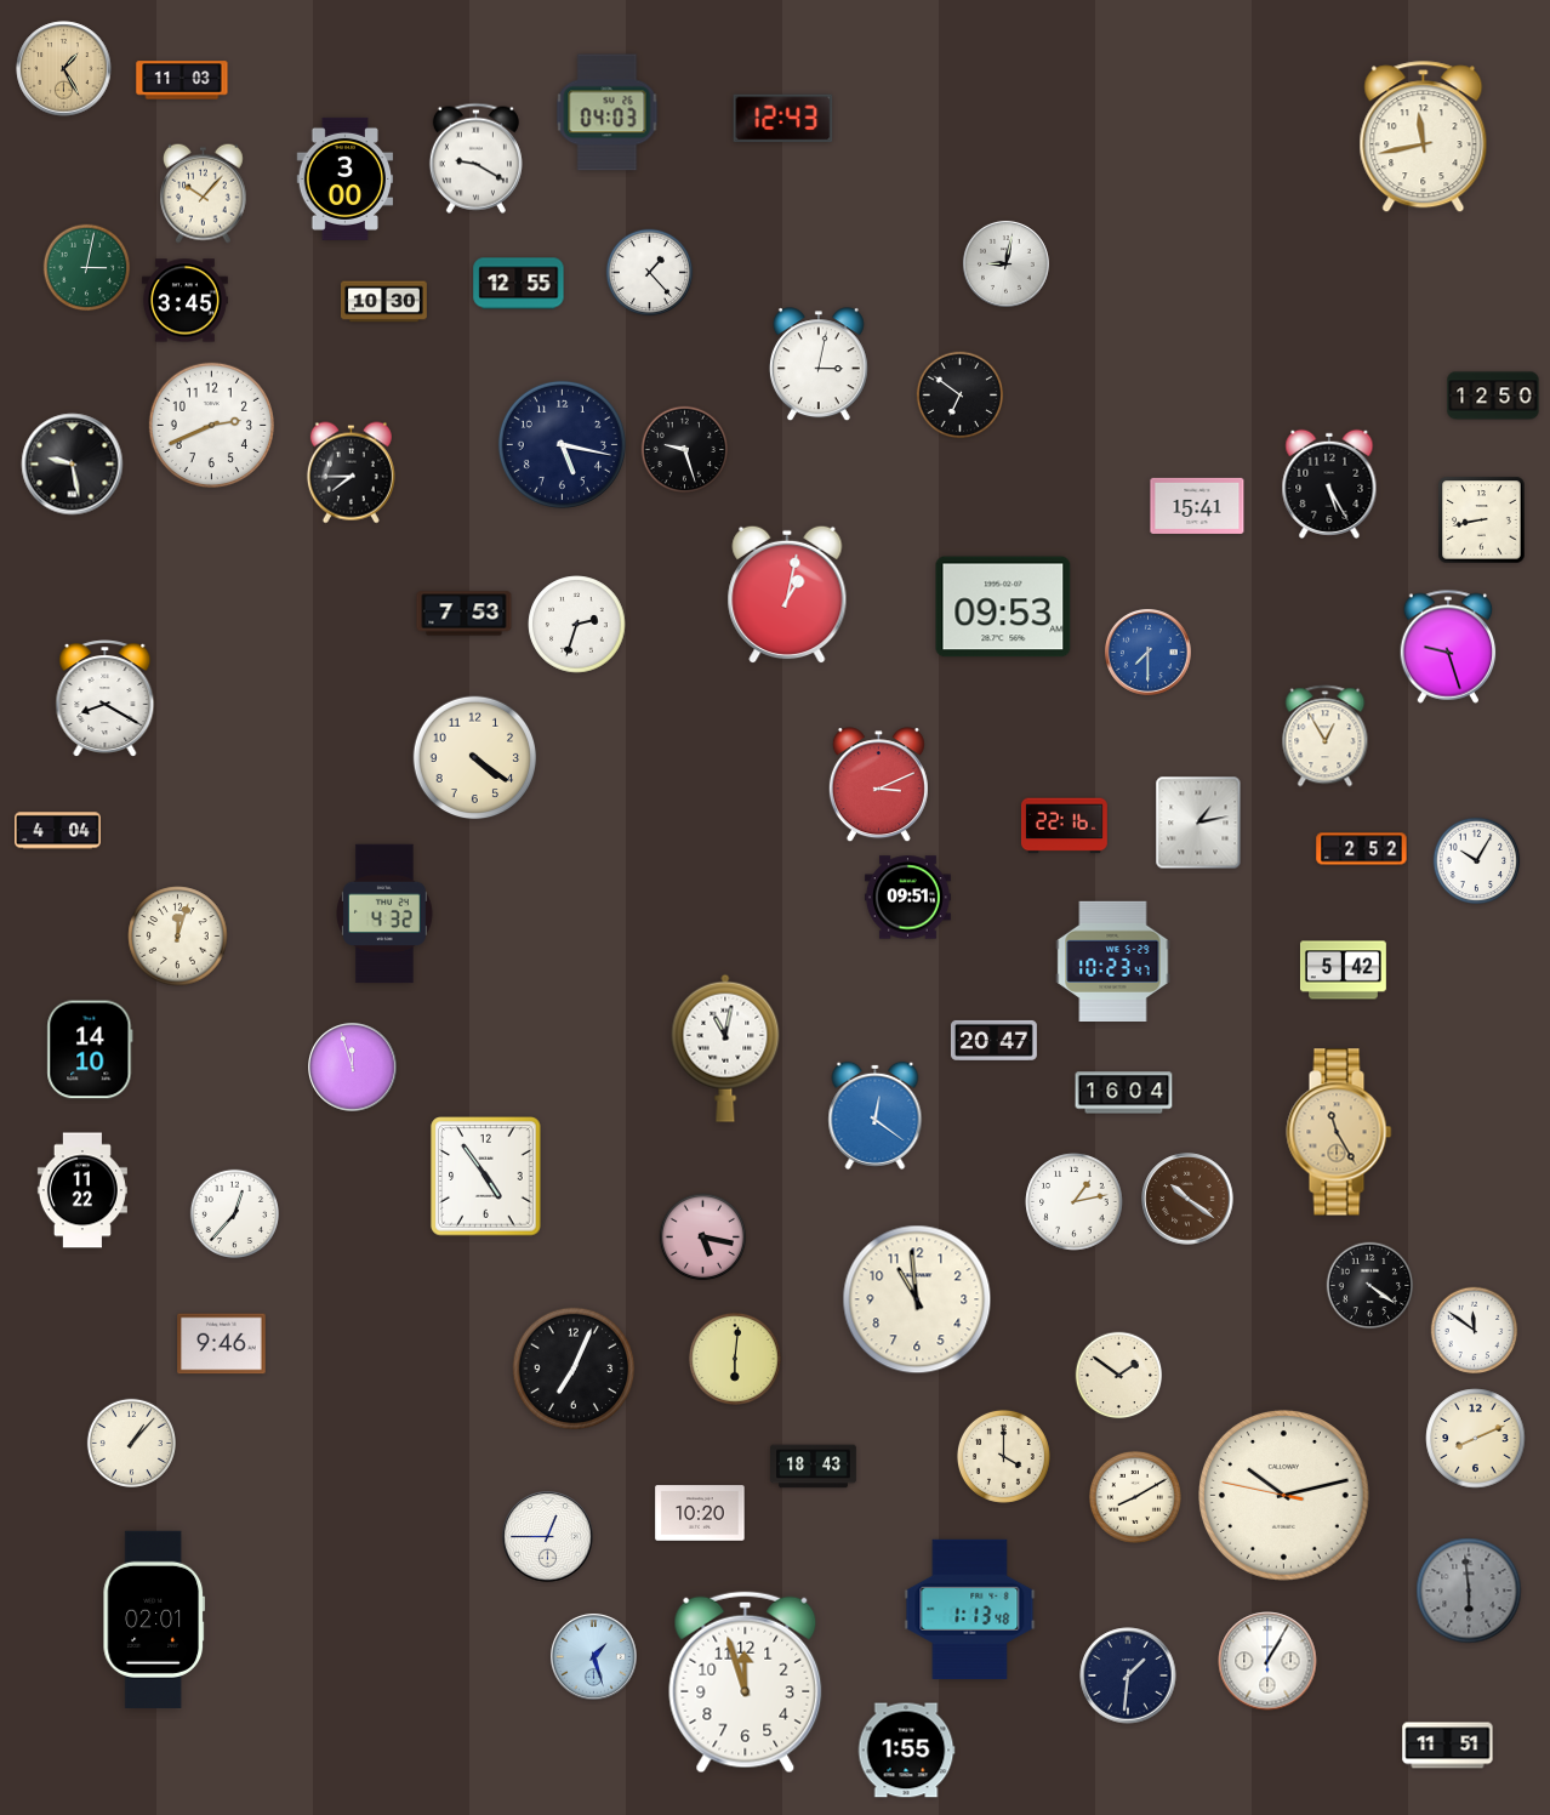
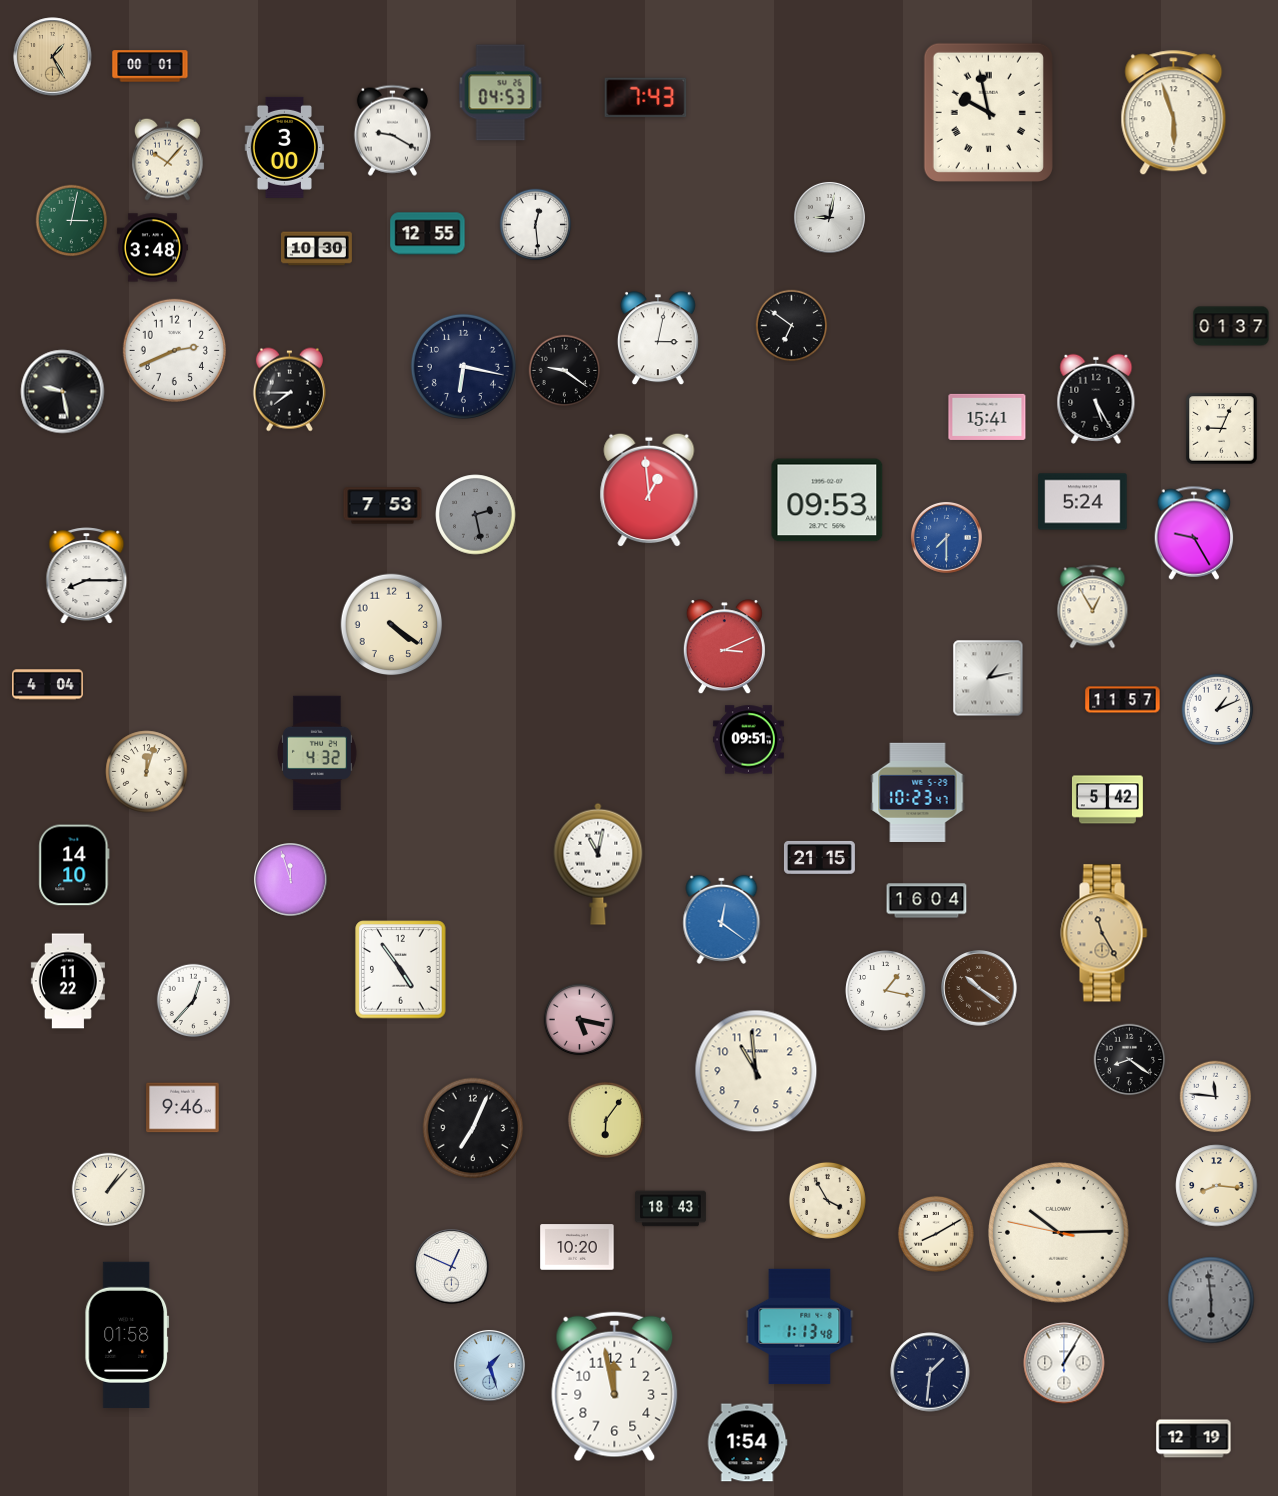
clock at (182, 80): 11:03 -> 00:01
clock at (608, 113): 04:03 -> 04:53
clock at (783, 119): 12:43 -> 7:43
clock at (988, 112): none -> 9:58
clock at (1424, 137): 11:43 -> 5:57
clock at (650, 273): 1:23 -> 12:29
clock at (184, 301): 3:45 -> 3:48
clock at (819, 365) position: (819, 365) -> (658, 339)
clock at (1493, 396): 12:50 -> 01:37
clock at (562, 444): 5:17 -> 6:17
clock at (685, 450): 9:27 -> 9:21
clock at (73, 465) position: (73, 465) -> (63, 392)
clock at (1482, 520): 8:43 -> 9:04
clock at (787, 594): 1:02 -> 12:59
clock at (1083, 502): none -> 5:24
clock at (577, 625): 2:33 -> 2:28
clock at (577, 625) dial: white -> grey
clock at (1448, 647): 9:27 -> 9:25
clock at (106, 699): 8:20 -> 8:15
clock at (1064, 826): 22:16 -> none
clock at (1362, 849): 2:52 -> 11:57
clock at (1477, 861): 10:05 -> 1:11
clock at (995, 1040): 20:47 -> 21:15
clock at (1075, 1202): 1:13 -> 1:17
clock at (1371, 1286): 4:21 -> 8:21
clock at (1475, 1331): 11:51 -> 11:46
clock at (735, 1359): 6:01 -> 6:06
clock at (1119, 1376): 1:51 -> none
clock at (1476, 1439): 8:11 -> 8:16
clock at (1003, 1456): 4:00 -> 3:55
clock at (1284, 1496): 10:12 -> 10:14
clock at (548, 1537): 12:45 -> 12:49
clock at (1469, 1591) position: (1469, 1591) -> (1211, 1300)
clock at (154, 1620): 02:01 -> 01:58
clock at (1267, 1661) position: (1267, 1661) -> (1064, 1363)
clock at (1128, 1675) position: (1128, 1675) -> (930, 1372)
clock at (746, 1683): 11:57 -> 11:58
clock at (1448, 1746): 11:51 -> 12:19
clock at (906, 1751): 1:55 -> 1:54
